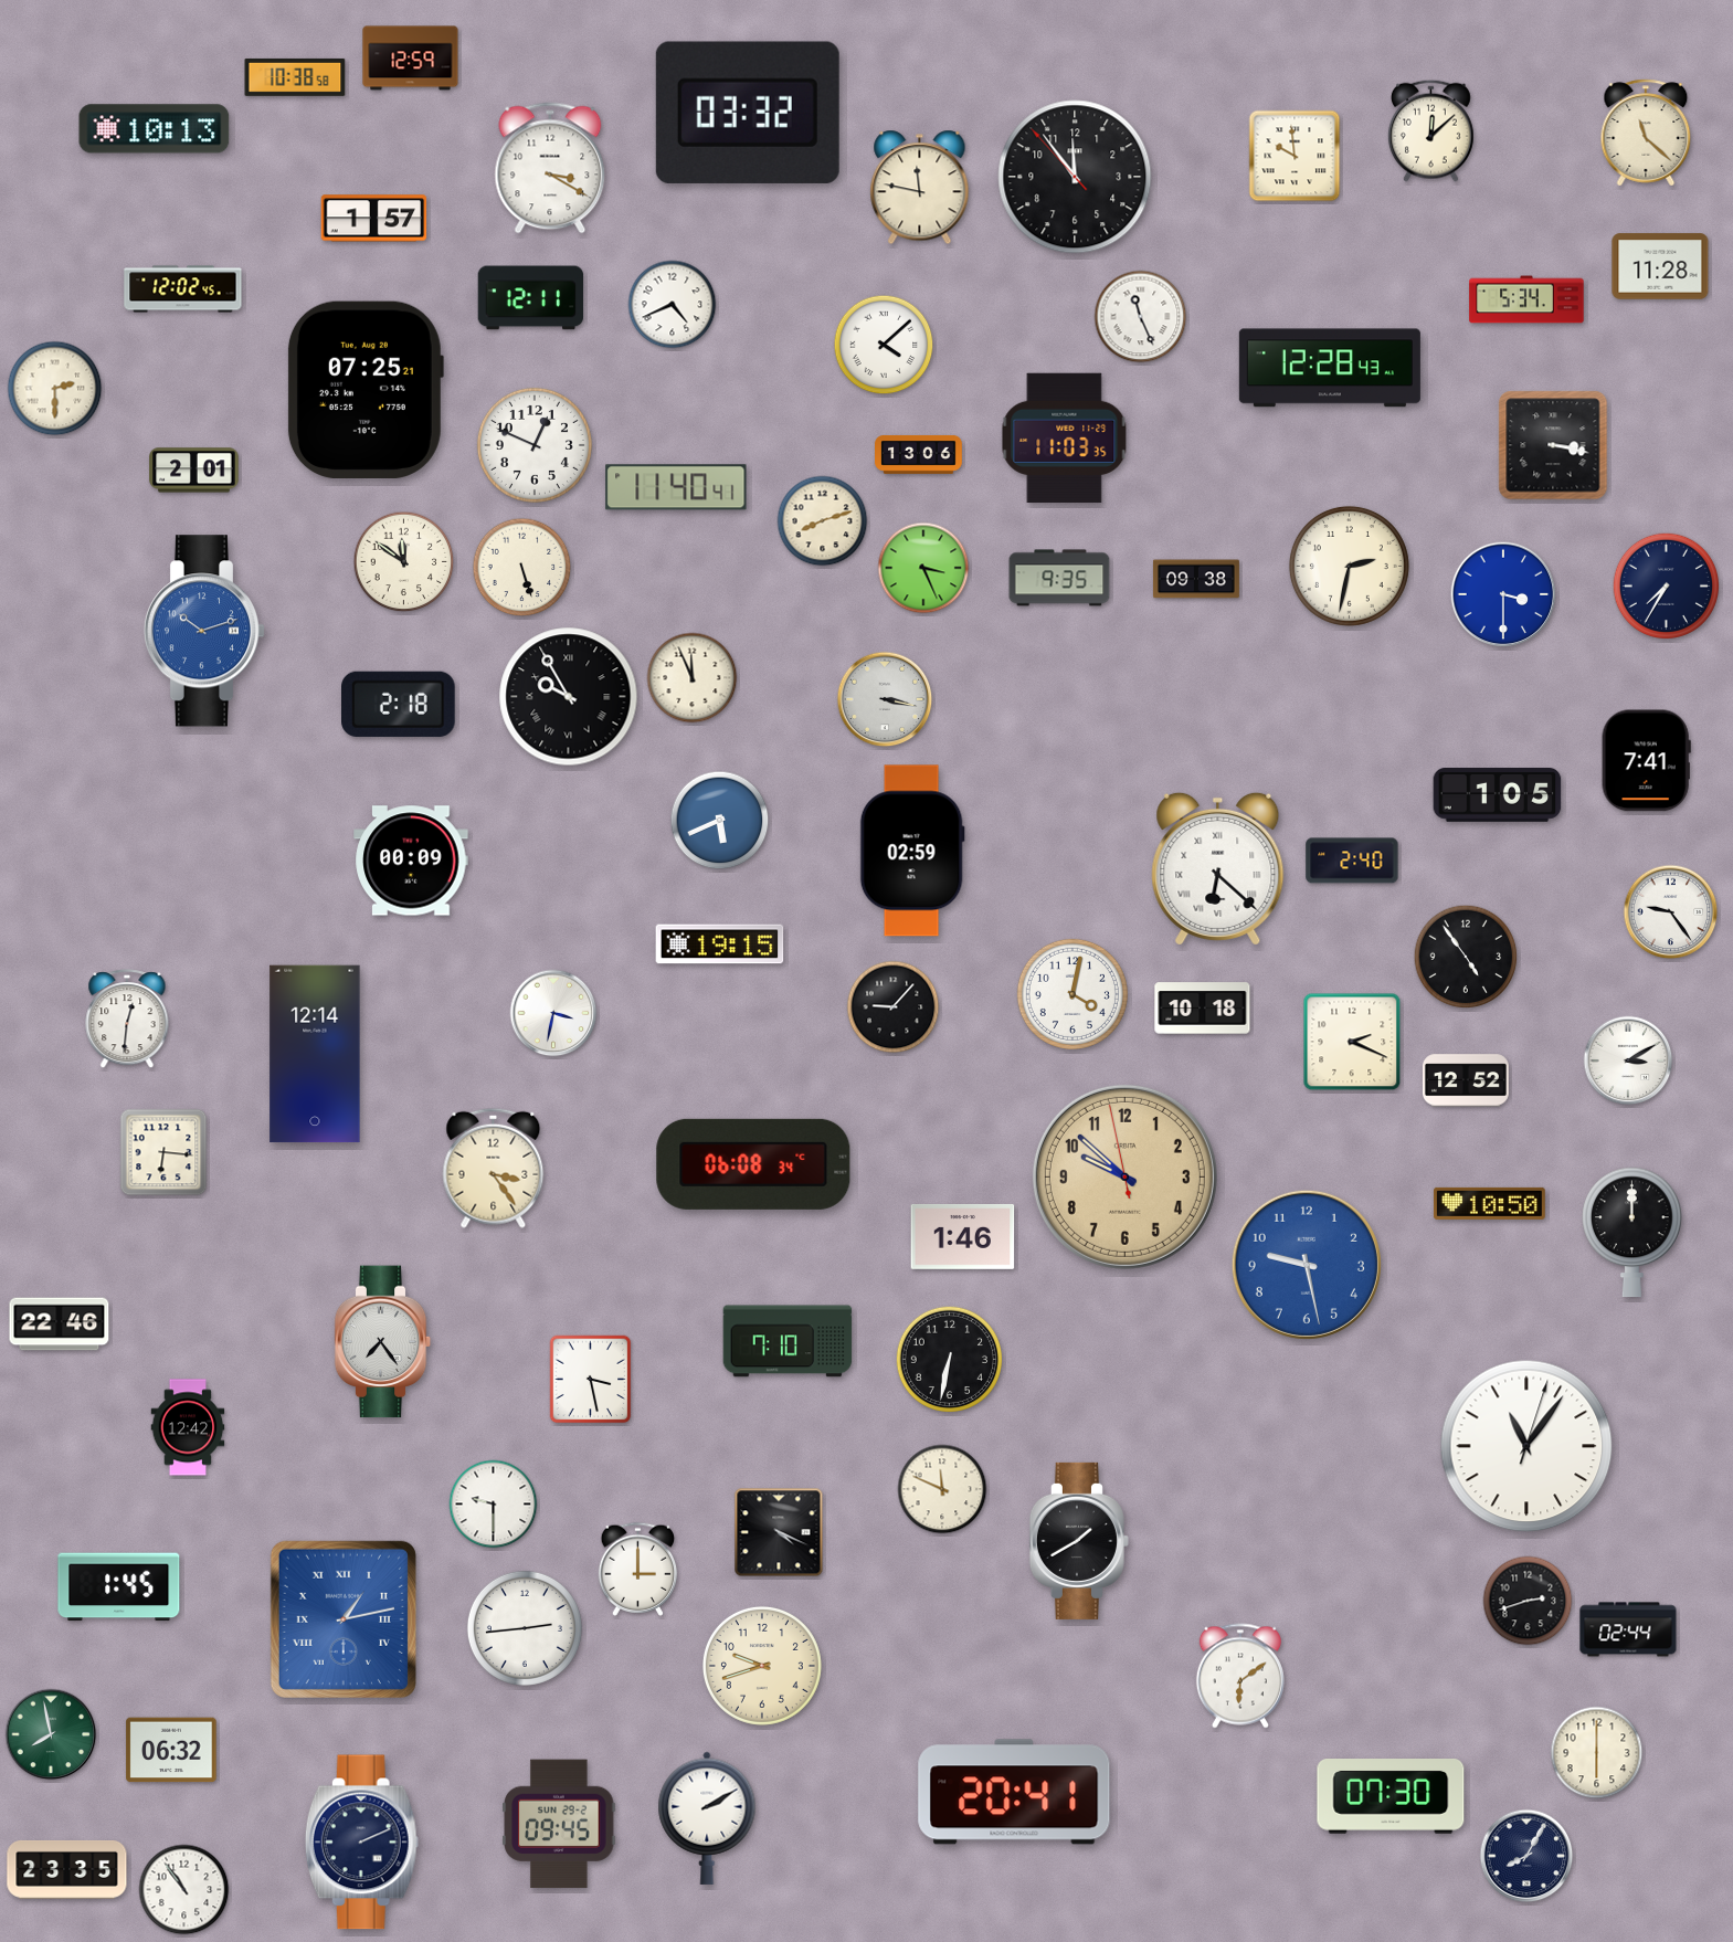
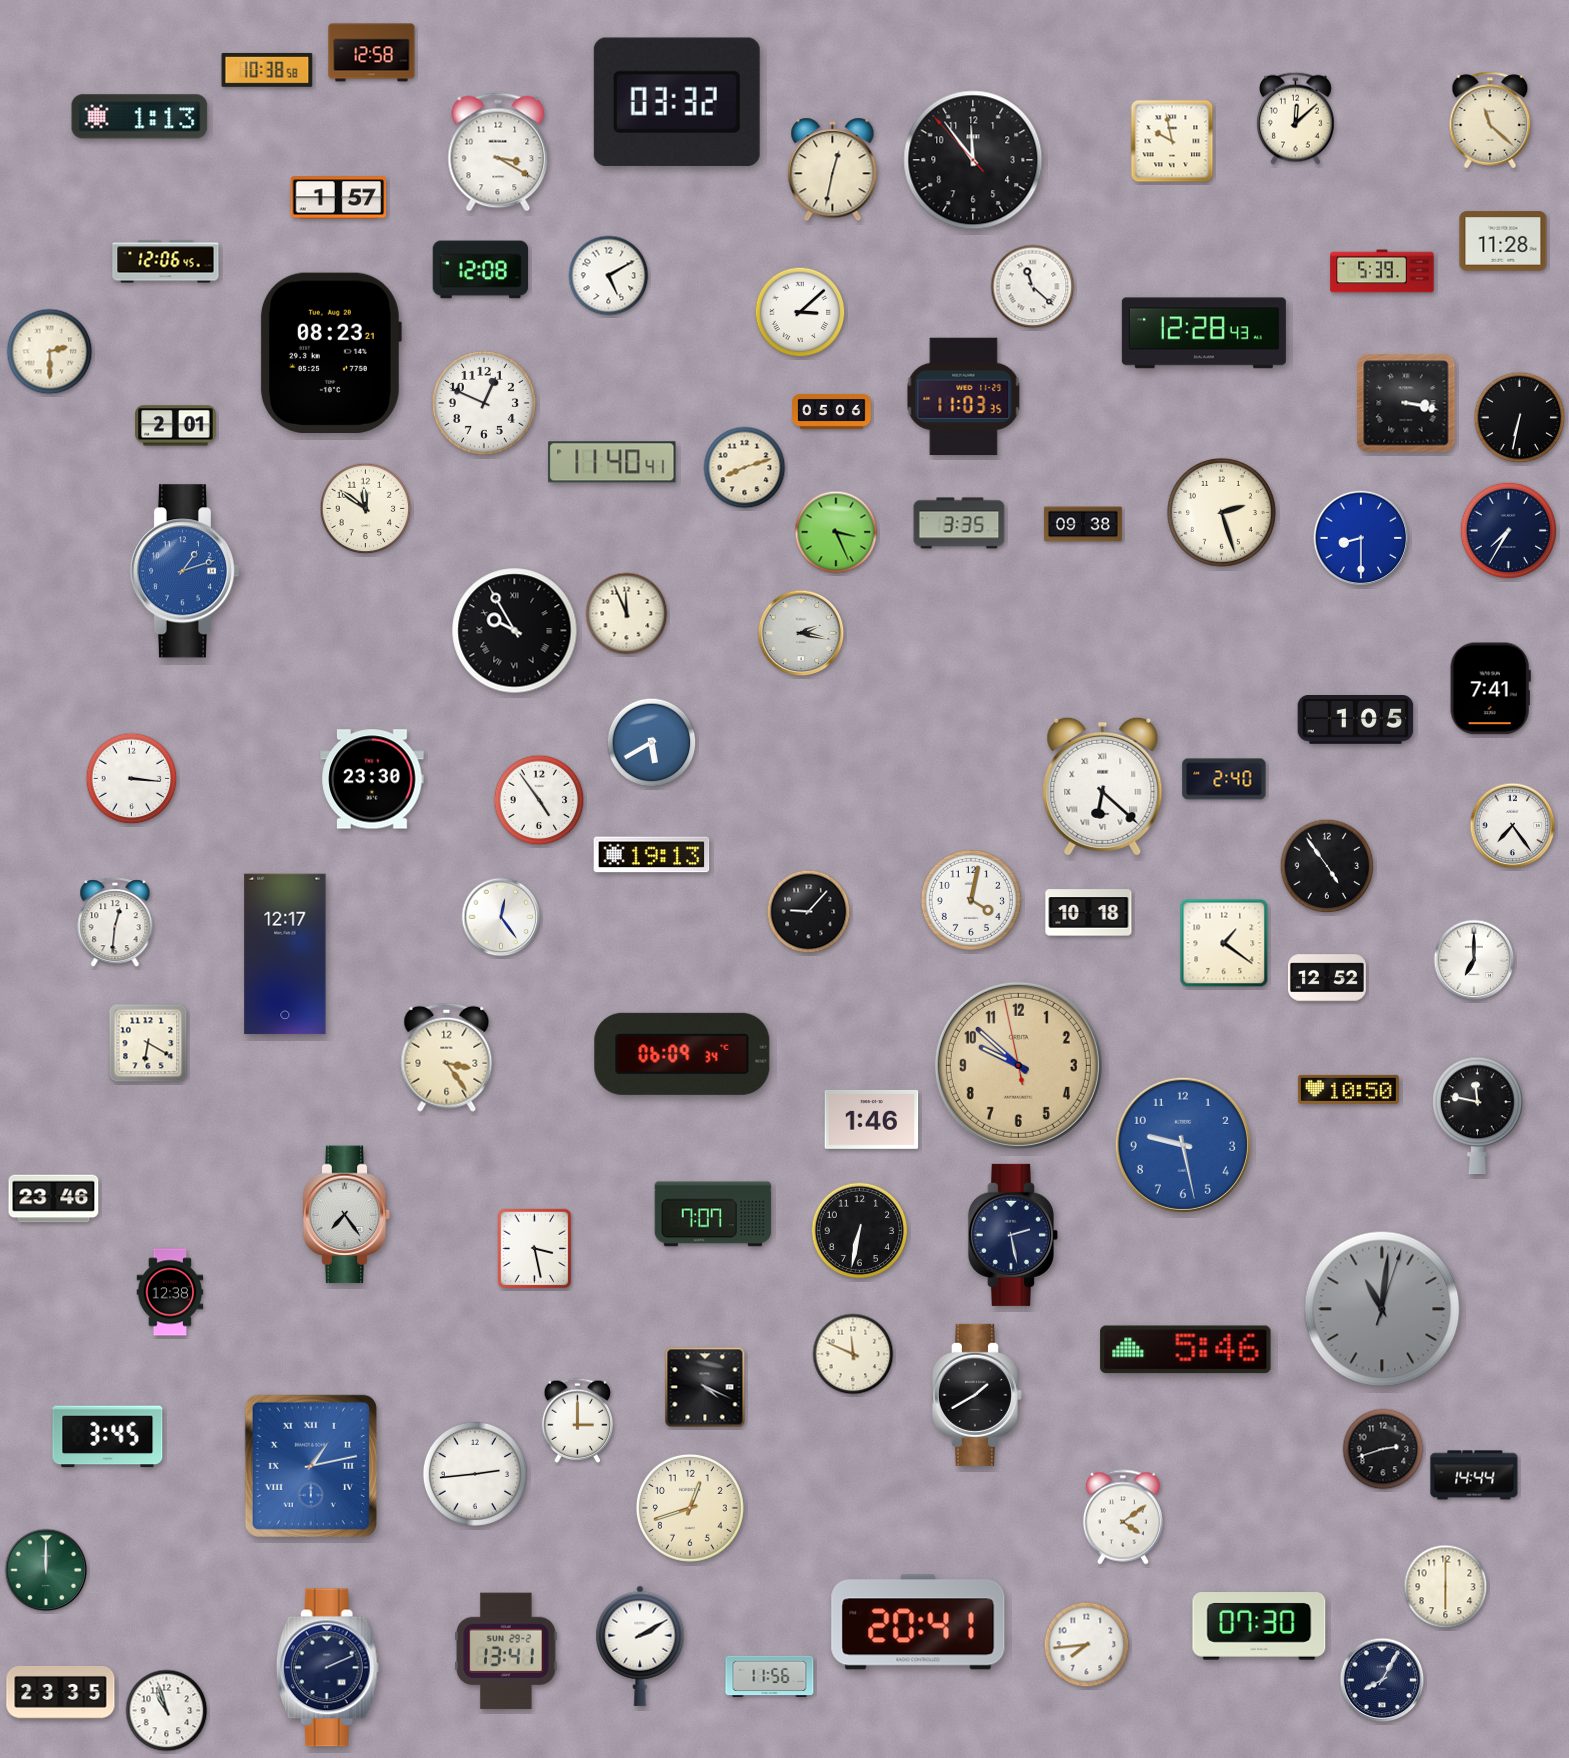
clock at (411, 59): 12:59 -> 12:58
clock at (155, 129): 10:13 -> 1:13
clock at (1295, 156): 9:59 -> 9:58
clock at (920, 188): 11:47 -> 12:32
clock at (183, 289): 12:02 -> 12:06
clock at (531, 298): 12:11 -> 12:08
clock at (1526, 299): 5:34 -> 5:39
clock at (673, 305): 4:41 -> 5:10
clock at (1141, 317): 11:26 -> 11:22
clock at (884, 345): 4:08 -> 3:08
clock at (364, 389): 07:25 -> 08:23
clock at (919, 454): 13:06 -> 05:06
clock at (1520, 418): none -> 6:32
clock at (676, 487) position: (676, 487) -> (612, 462)
clock at (823, 521) position: (823, 521) -> (745, 468)
clock at (1349, 566): 2:32 -> 2:27
clock at (522, 568): 5:27 -> none
clock at (923, 568) position: (923, 568) -> (836, 532)
clock at (1059, 578): 9:35 -> 3:35
clock at (1503, 594): 3:30 -> 8:30
clock at (204, 631): 10:12 -> 1:12
clock at (885, 699): 3:17 -> 2:17
clock at (399, 704): 2:18 -> none
clock at (720, 821): 5:41 -> 5:40
clock at (912, 851): 02:59 -> none
clock at (132, 779): none -> 3:16
clock at (411, 861): 00:09 -> 23:30
clock at (539, 800): none -> 4:54
clock at (1671, 912): 9:24 -> 7:24
clock at (720, 944): 19:15 -> 19:13
clock at (553, 1013): 3:32 -> 12:24
clock at (1352, 1042): 2:19 -> 1:21
clock at (315, 1054): 12:14 -> 12:17
clock at (1628, 1060): 3:10 -> 7:00
clock at (163, 1152): 6:16 -> 6:20
clock at (753, 1164): 06:08 -> 06:09
clock at (1632, 1233): 12:00 -> 11:47
clock at (60, 1324): 22:46 -> 23:46
clock at (788, 1341): 7:10 -> 7:07
clock at (1013, 1235): none -> 2:28
clock at (188, 1427): 12:42 -> 12:38
clock at (1526, 1446): 11:06 -> 11:01
clock at (1526, 1446) dial: white -> grey
clock at (942, 1489) position: (942, 1489) -> (853, 1354)
clock at (1186, 1350): none -> 5:46
clock at (494, 1505): 9:30 -> none
clock at (119, 1587): 1:45 -> 3:45
clock at (1628, 1629): 02:44 -> 14:44
clock at (762, 1666): 9:42 -> 12:42
clock at (1240, 1676): 6:09 -> 4:09
clock at (51, 1734): 7:58 -> 12:00
clock at (171, 1750): 06:32 -> none
clock at (1087, 1645): none -> 7:44
clock at (559, 1824): 09:45 -> 13:41
clock at (770, 1677): none -> 11:56
clock at (184, 1890): 10:54 -> 10:57
